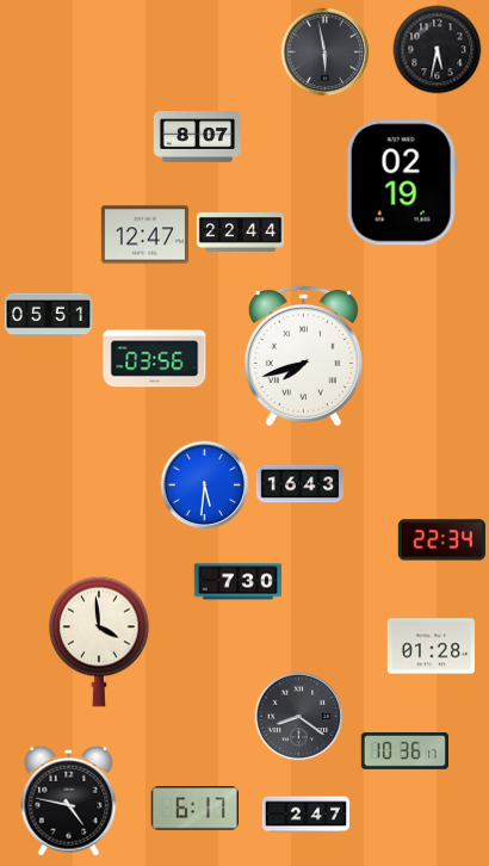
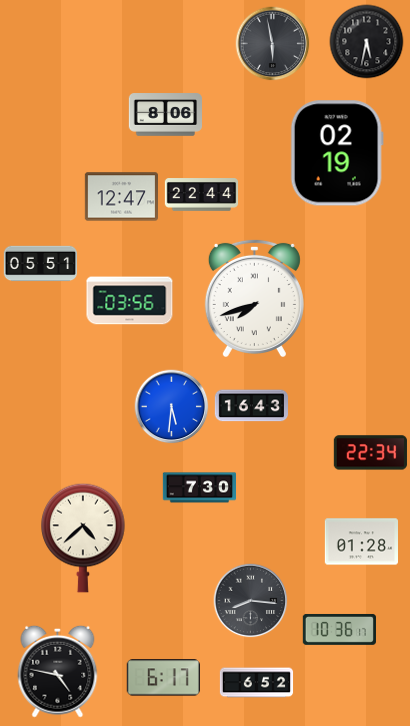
clock at (197, 137): 8:07 -> 8:06
clock at (99, 642): 3:59 -> 4:38
clock at (299, 717): 8:21 -> 8:16
clock at (307, 815): 2:47 -> 6:52
